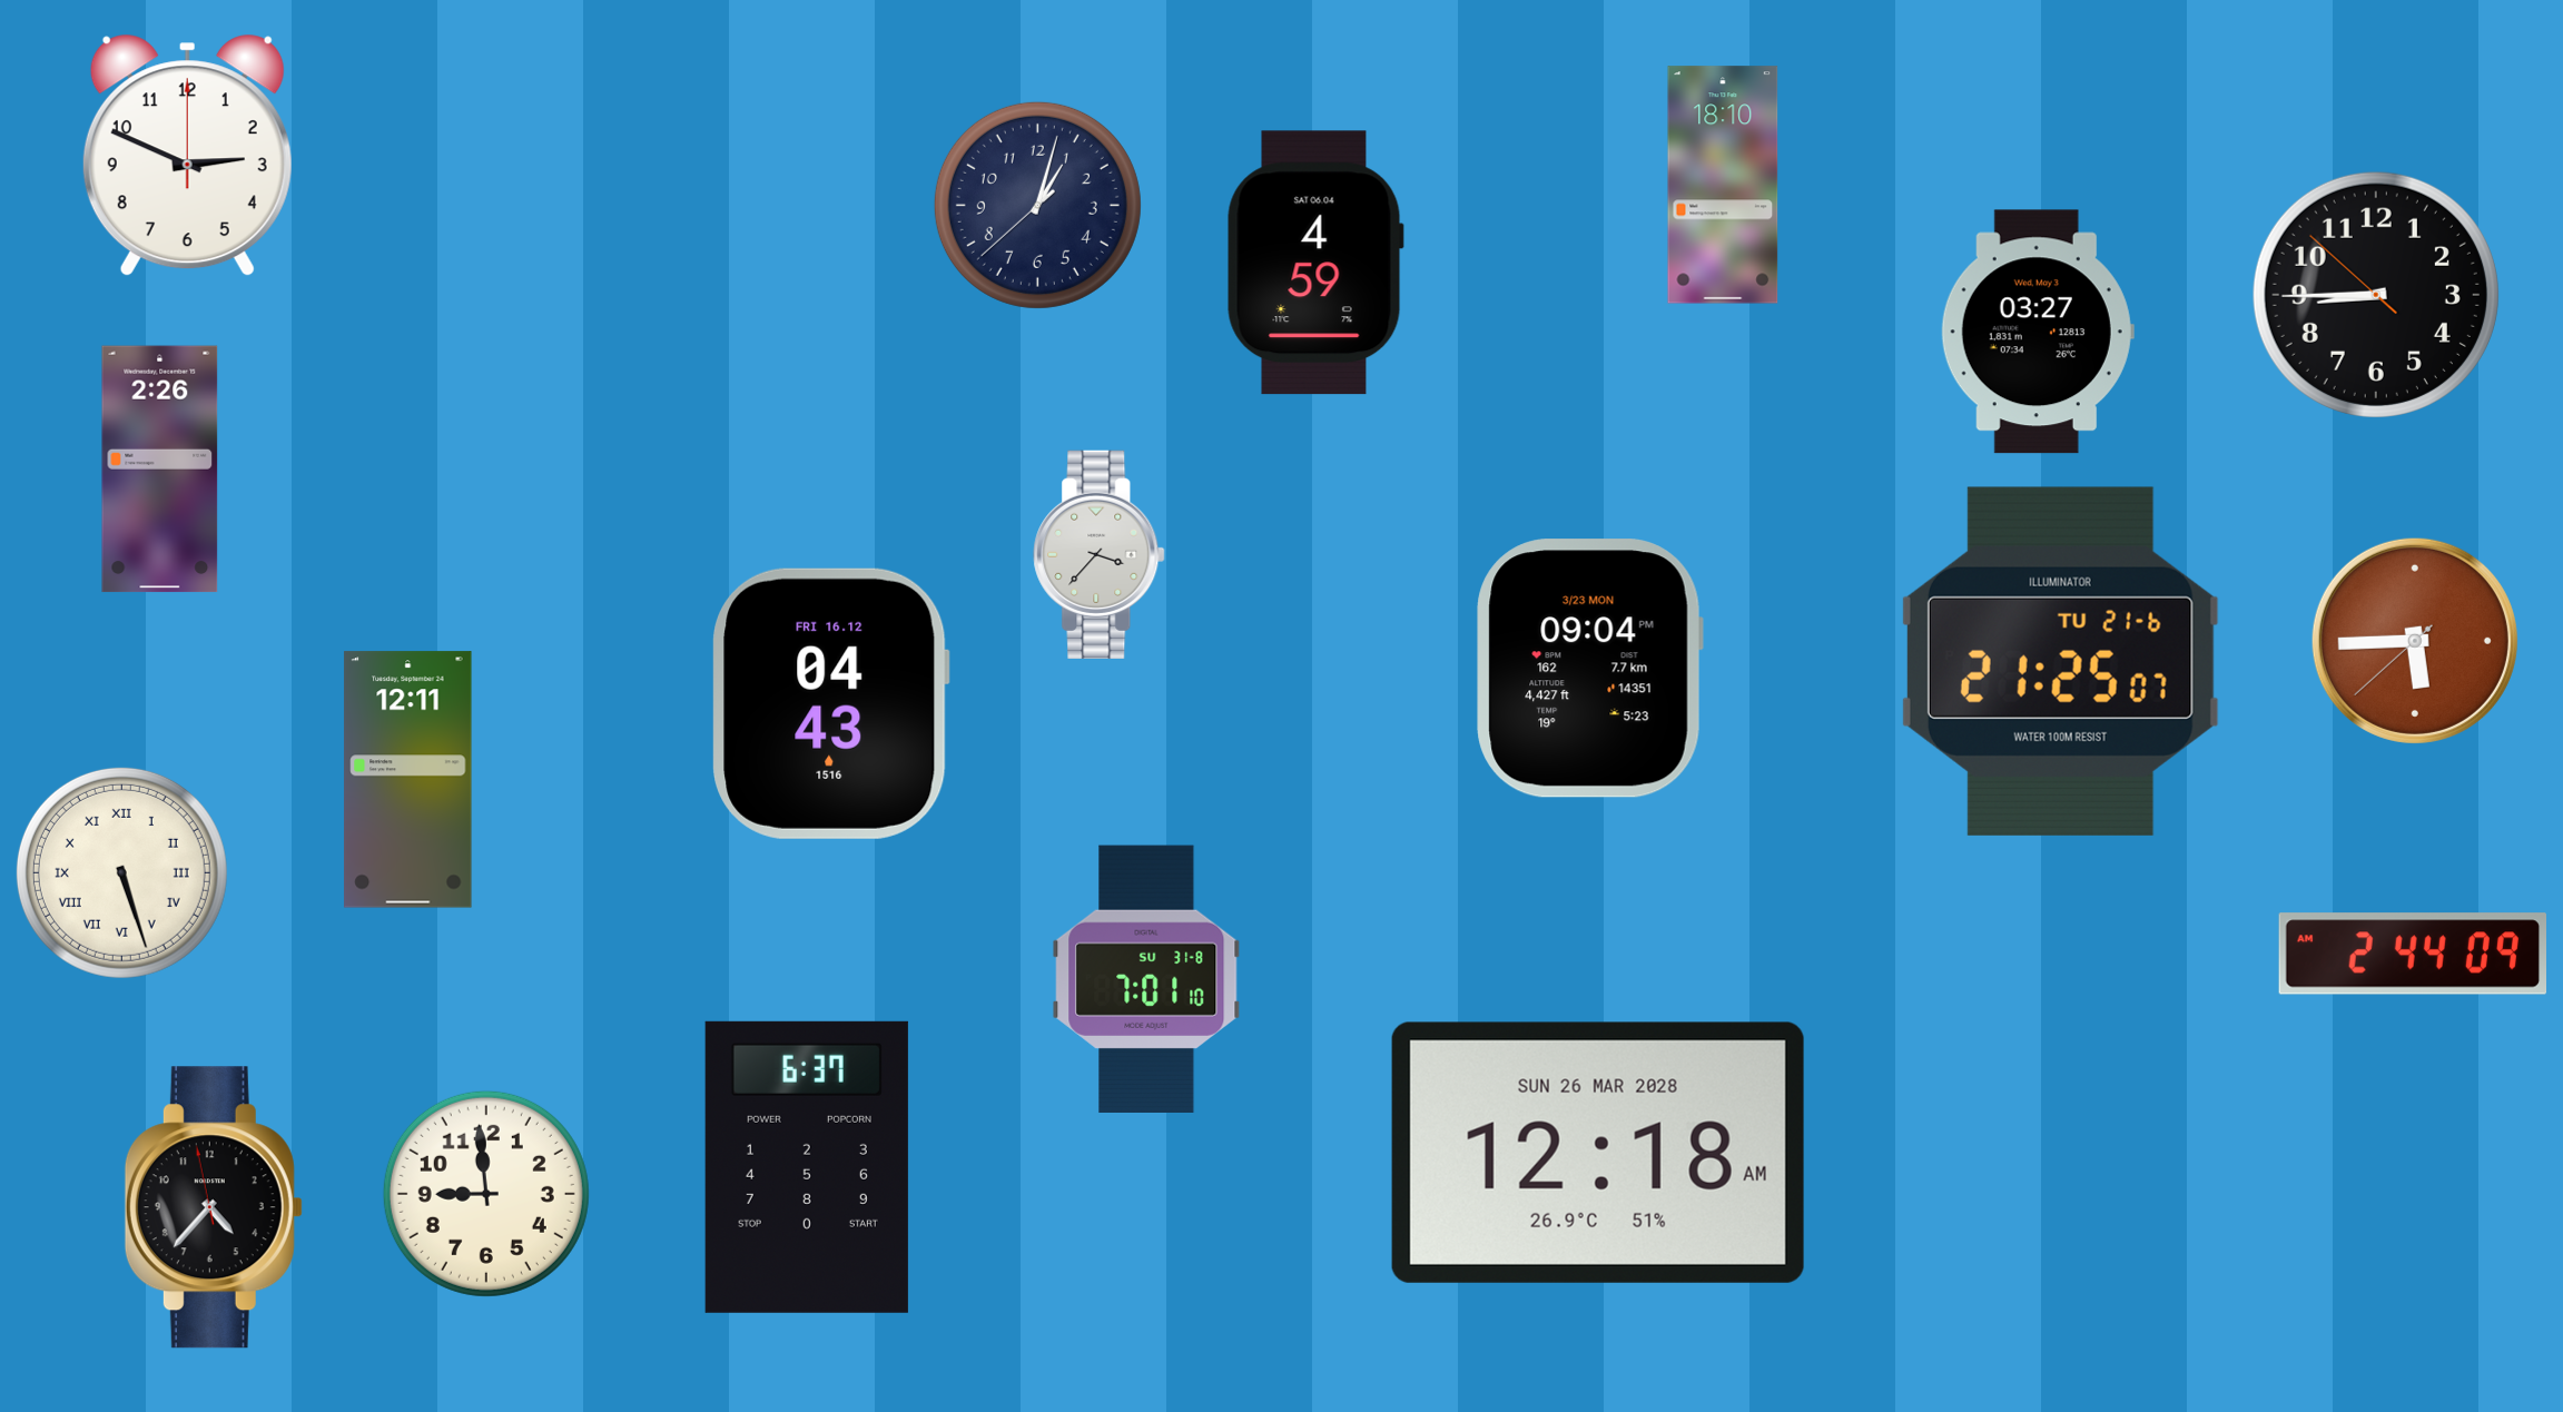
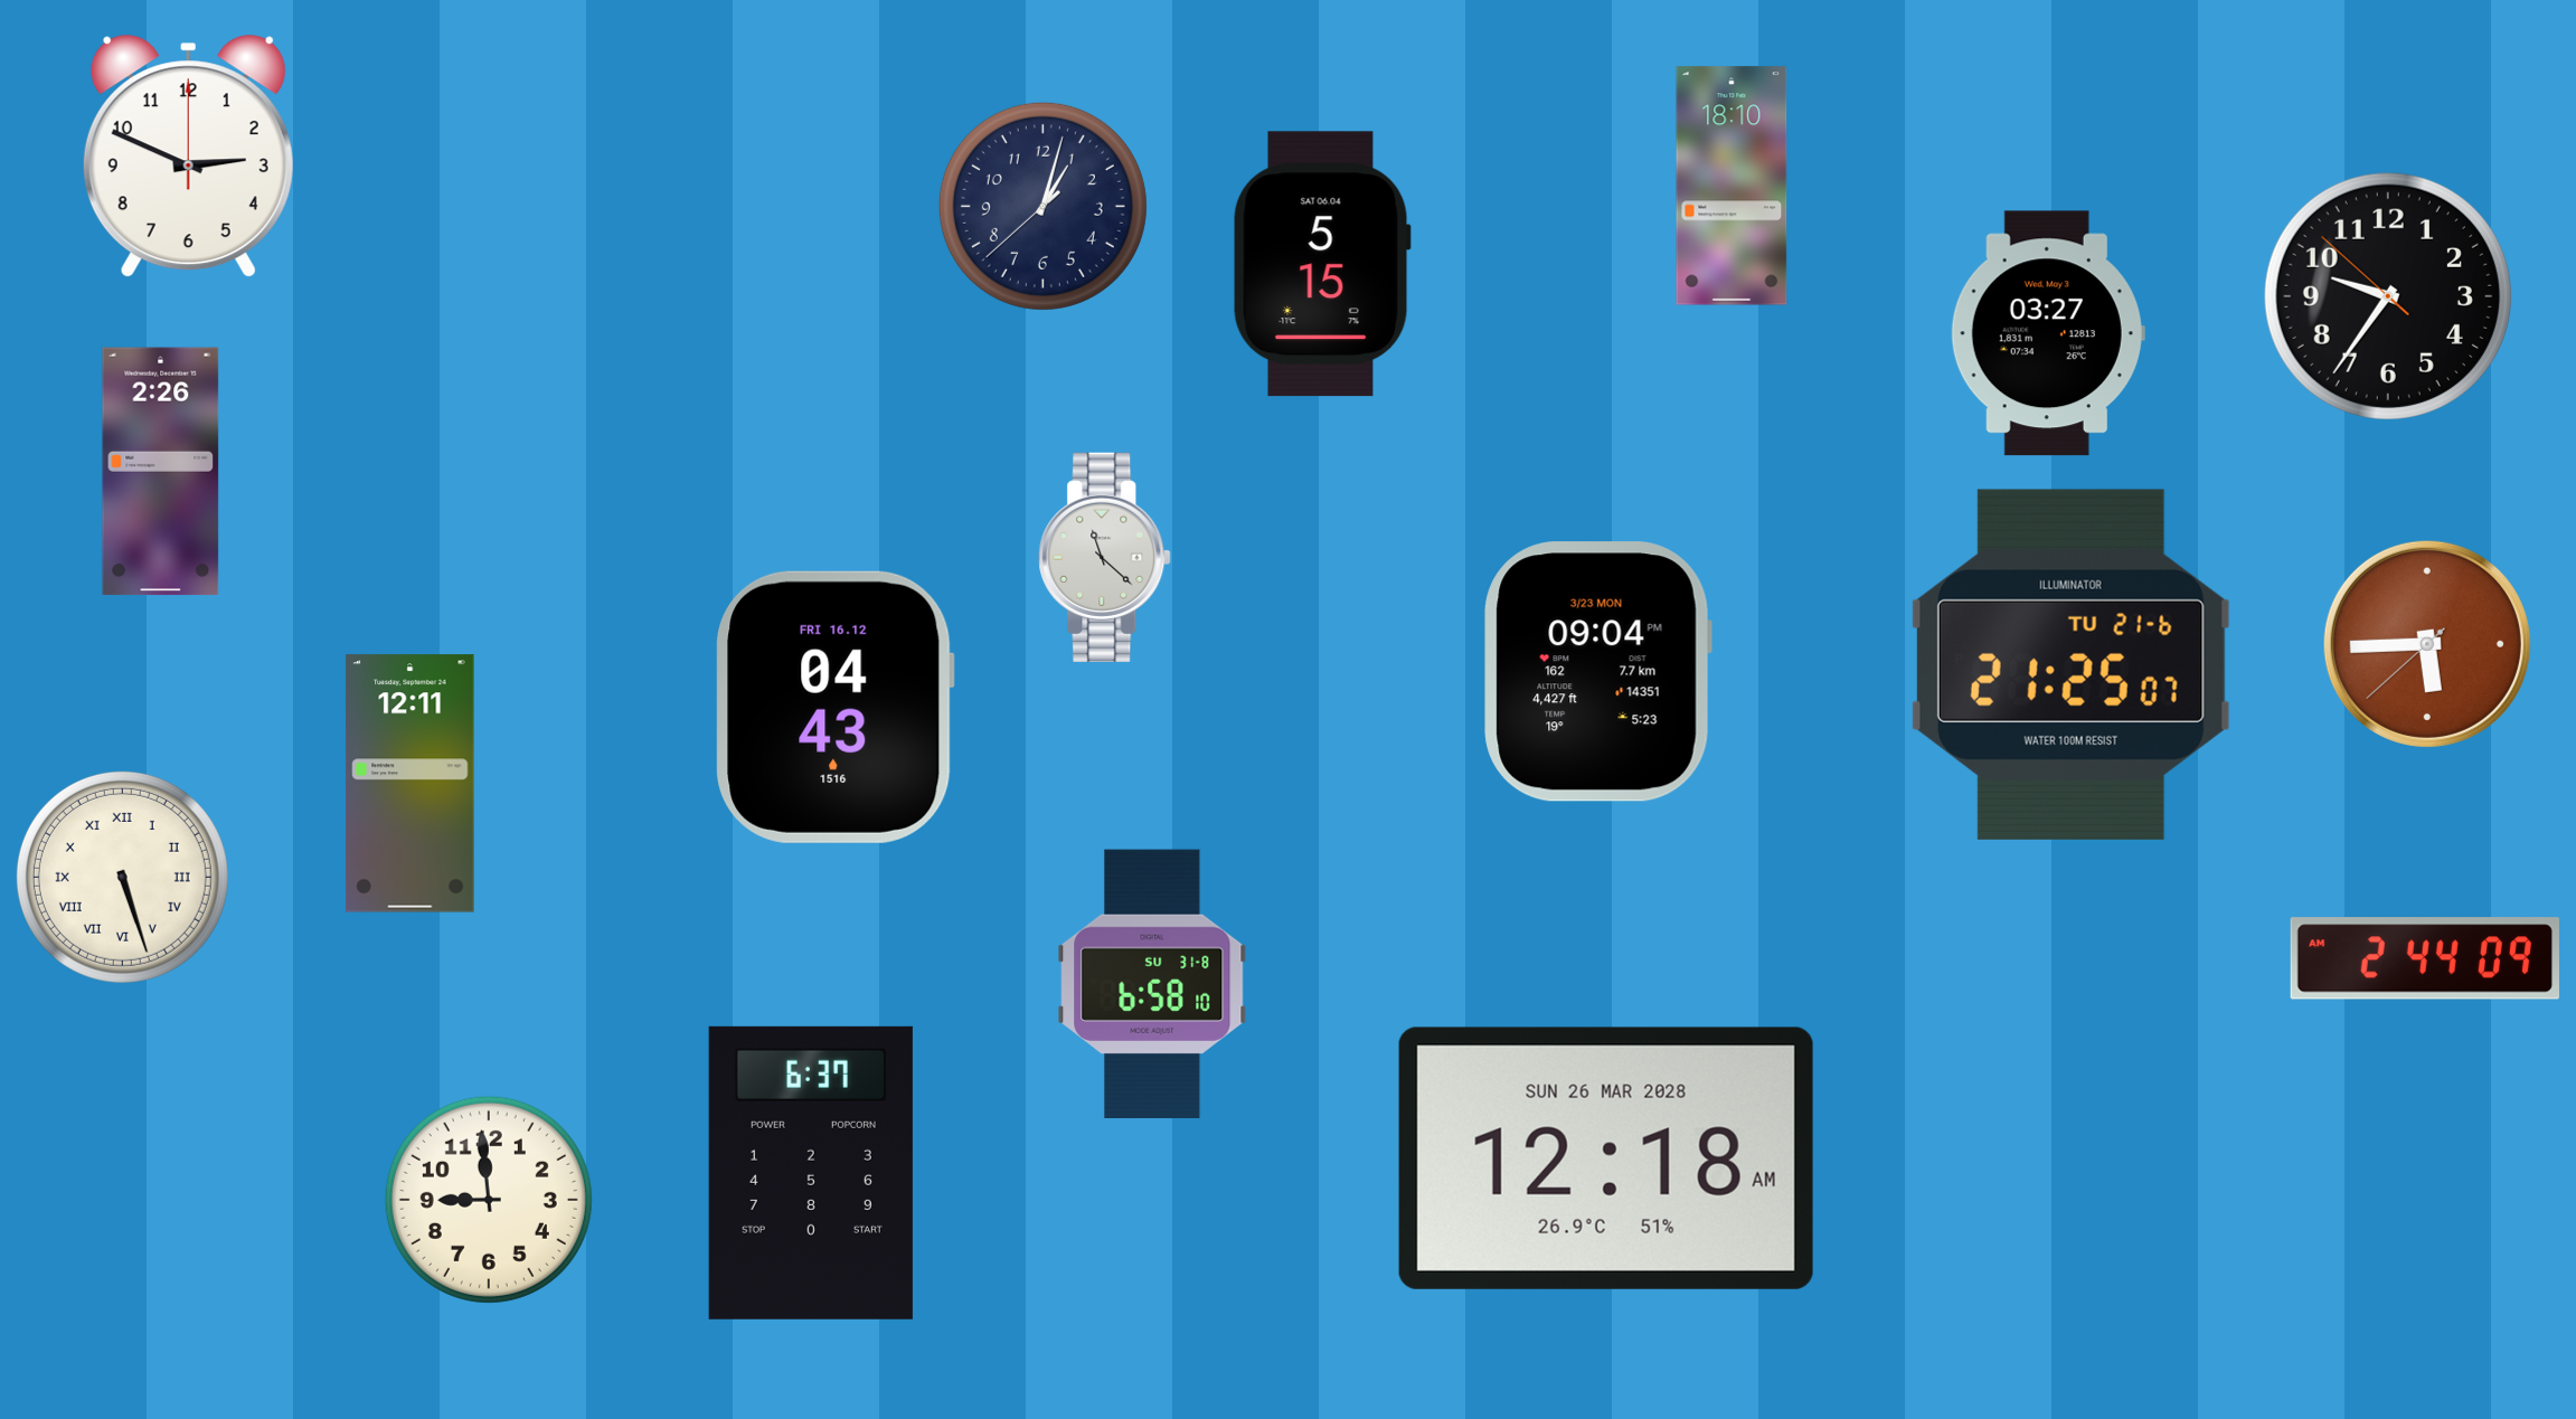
clock at (1315, 263): 4:59 -> 5:15
clock at (2376, 295): 8:44 -> 9:35
clock at (1100, 554): 3:37 -> 11:22
clock at (1146, 979): 7:01 -> 6:58
clock at (214, 1207): 4:36 -> none
